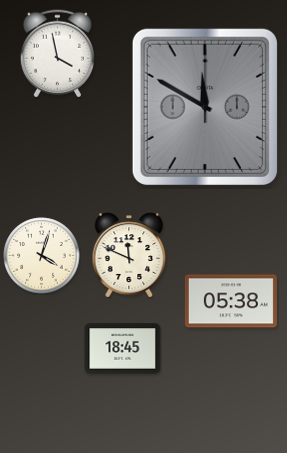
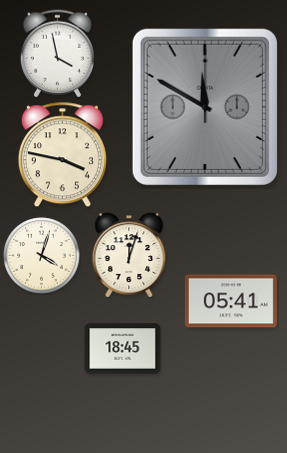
clock at (62, 155): none -> 3:47
clock at (129, 255): 11:49 -> 12:03
clock at (231, 301): 05:38 -> 05:41
